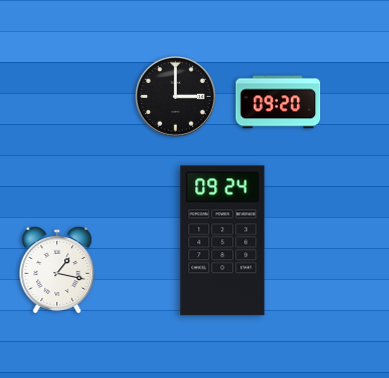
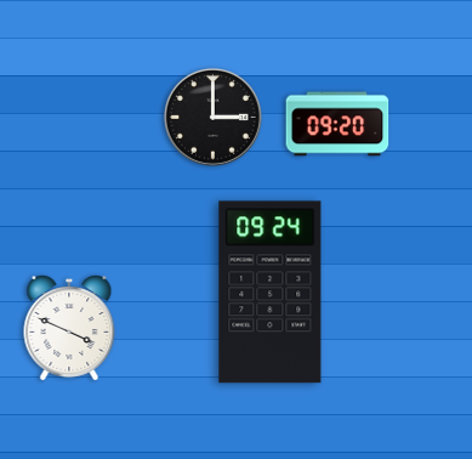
clock at (57, 271): 1:17 -> 3:49
